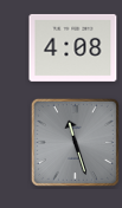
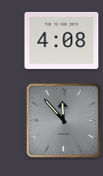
clock at (75, 142): 11:27 -> 11:53
